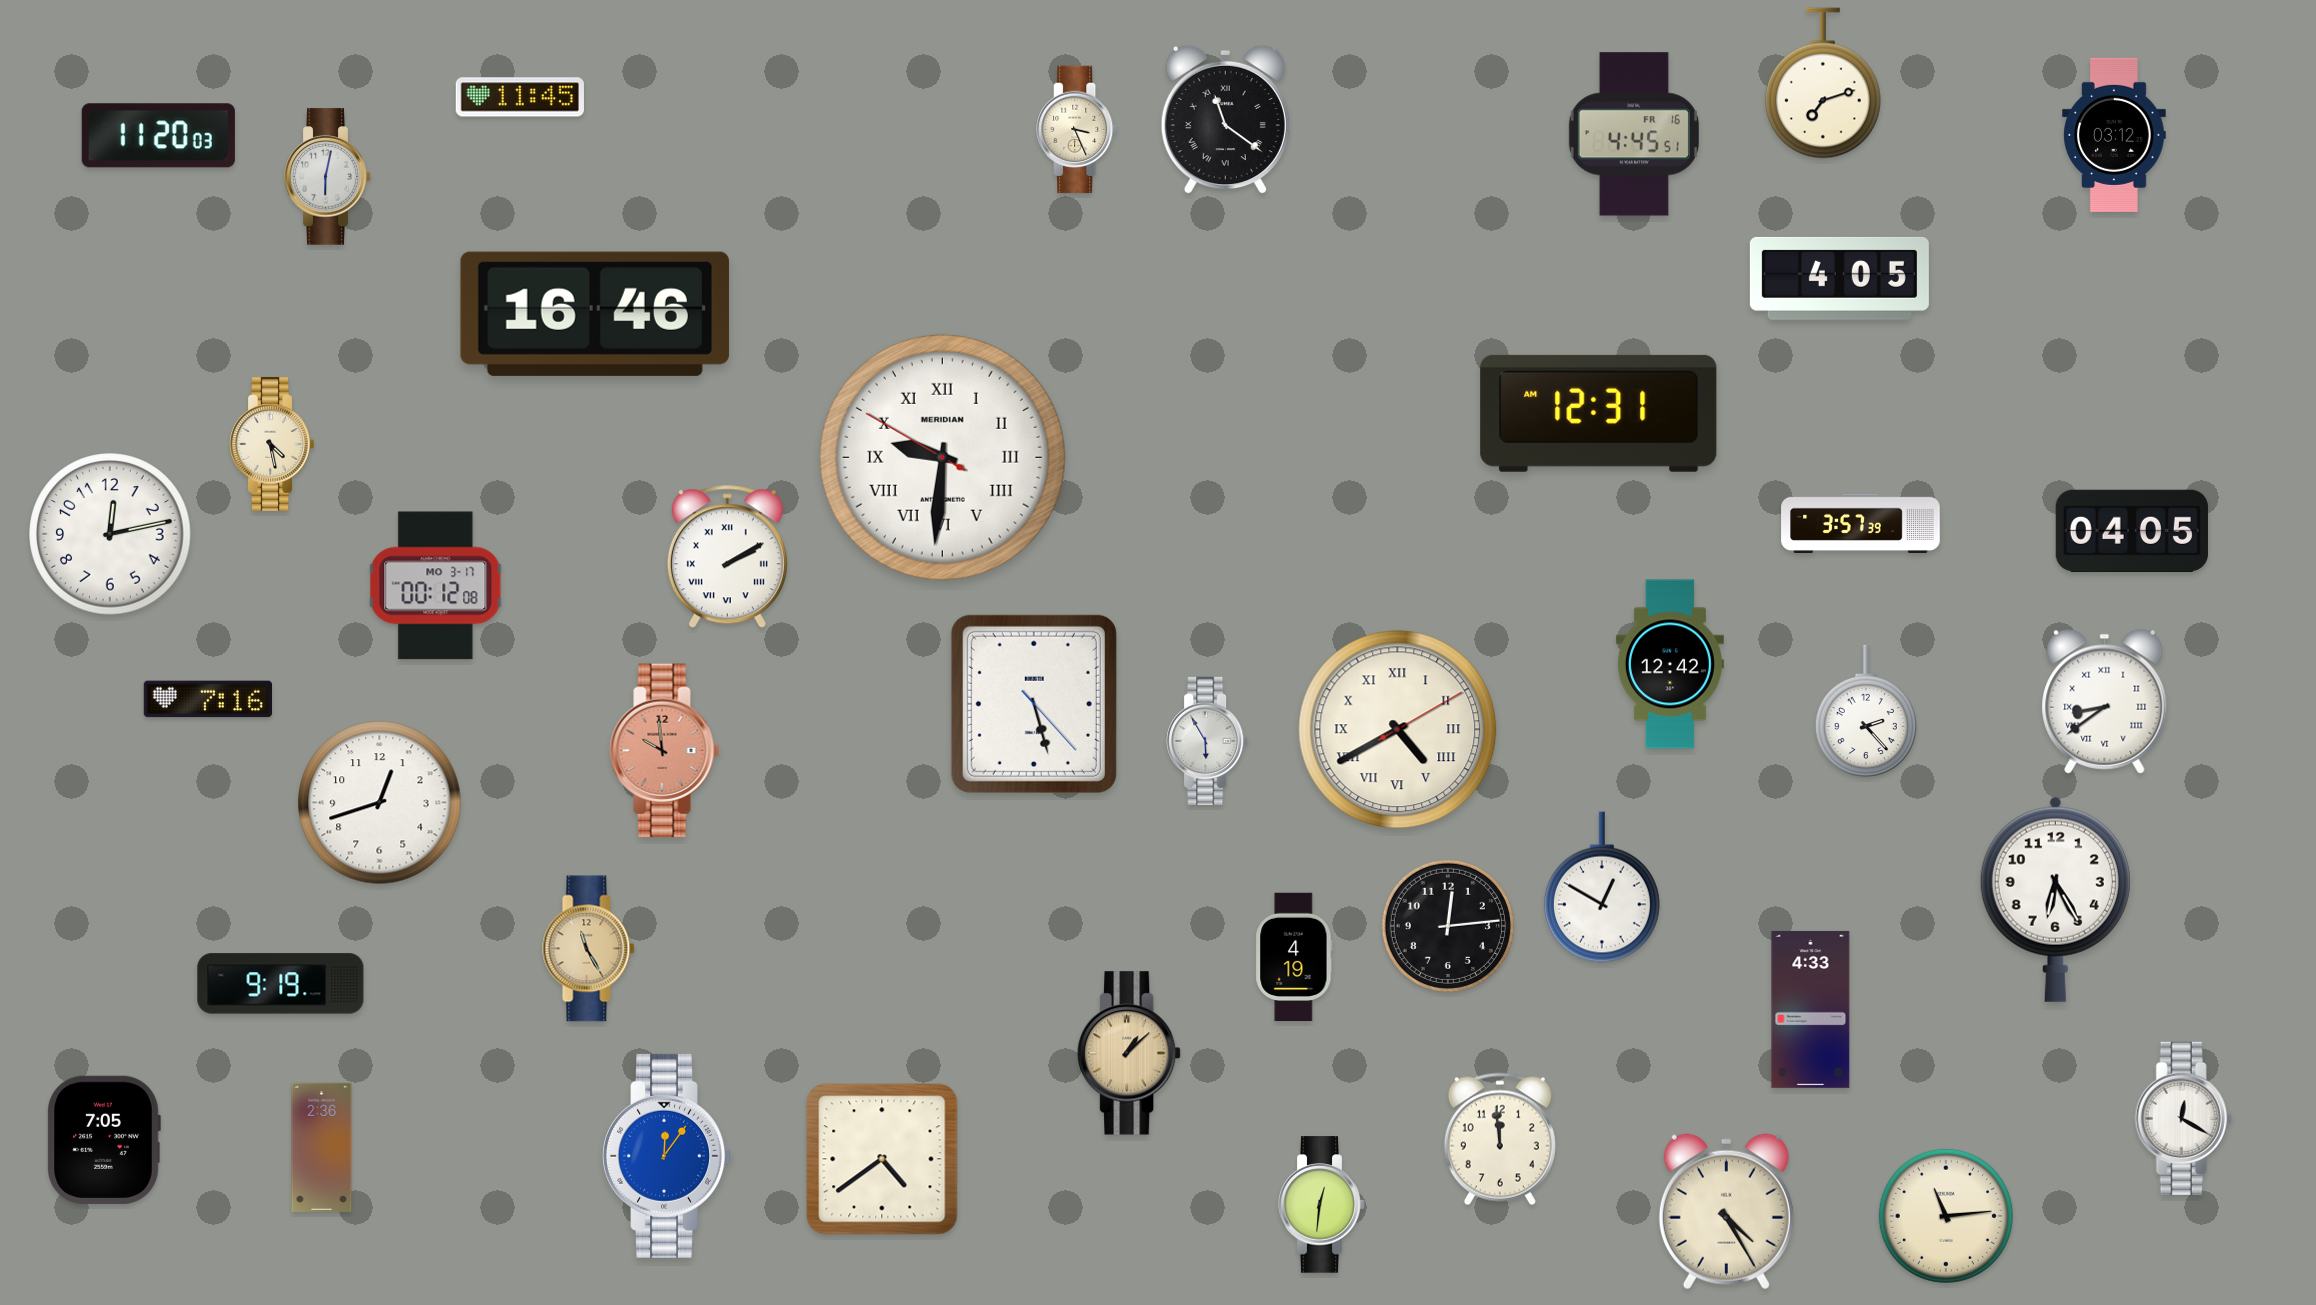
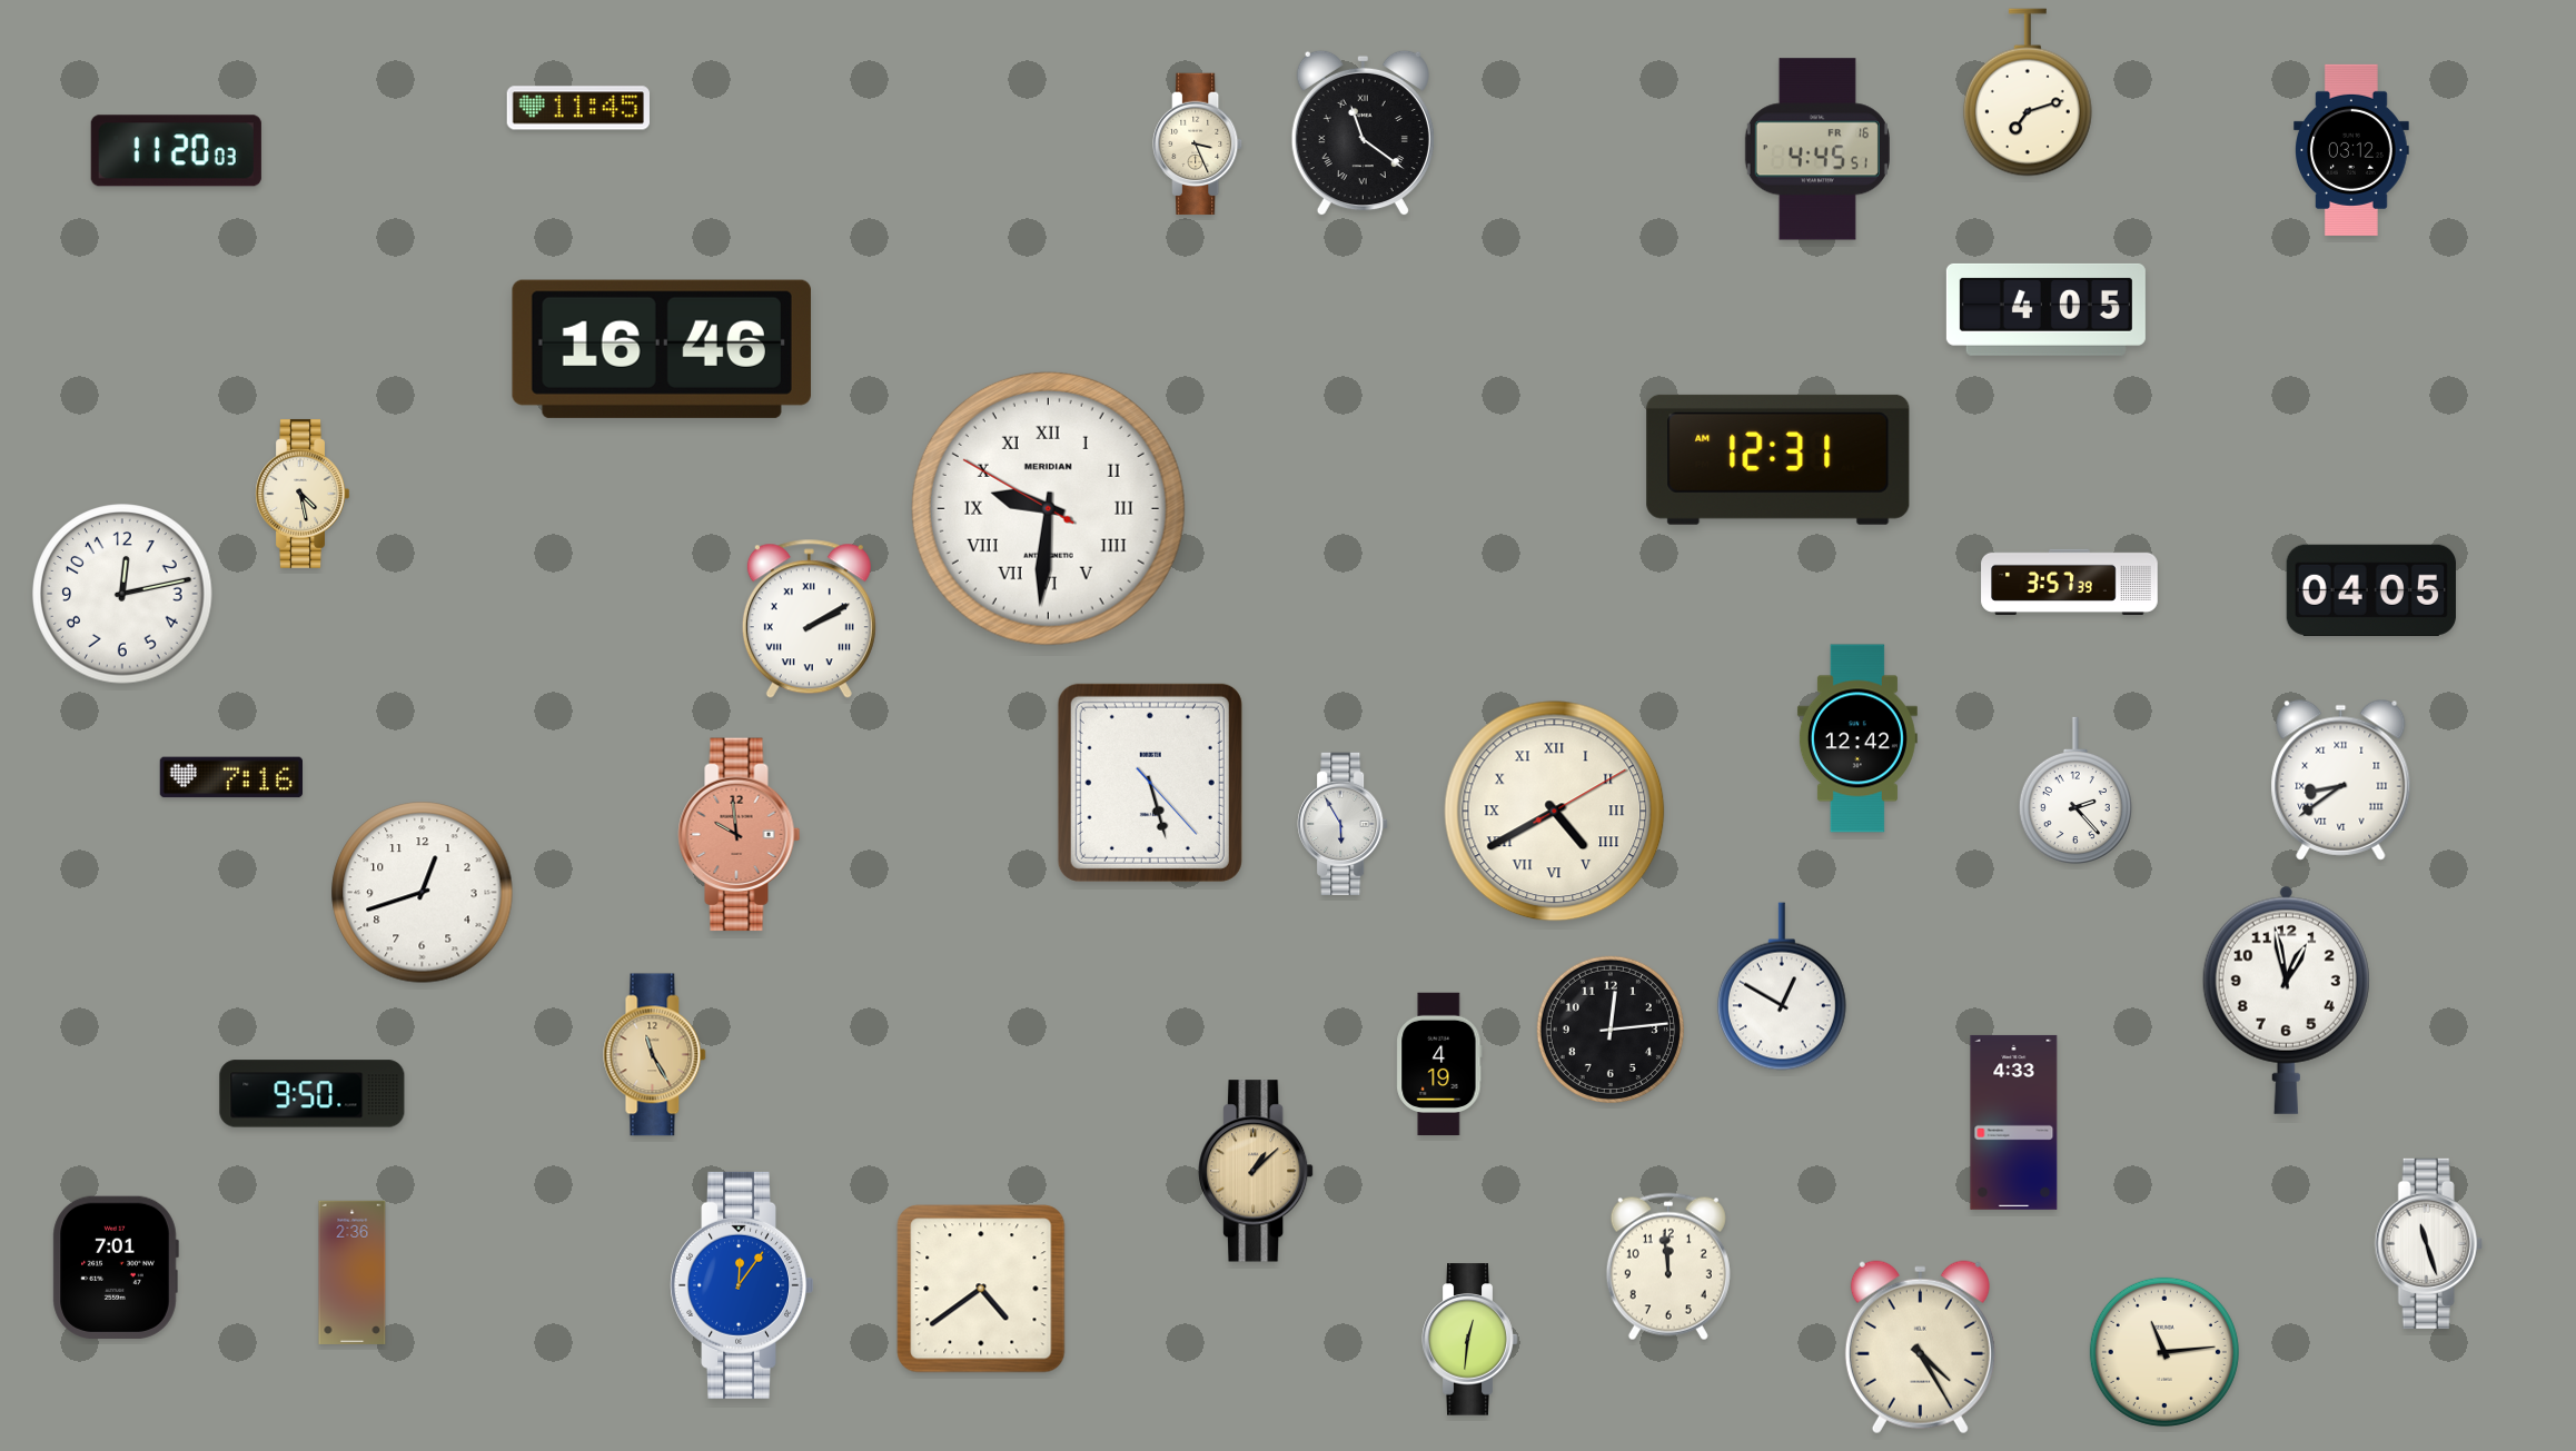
clock at (328, 177): 6:02 -> none
clock at (436, 586): 00:12 -> none
clock at (2055, 899): 6:25 -> 12:58
clock at (281, 984): 9:19 -> 9:50
clock at (2183, 1118): 12:20 -> 11:27
clock at (104, 1140): 7:05 -> 7:01
clock at (322, 1147) position: (322, 1147) -> (353, 1272)
